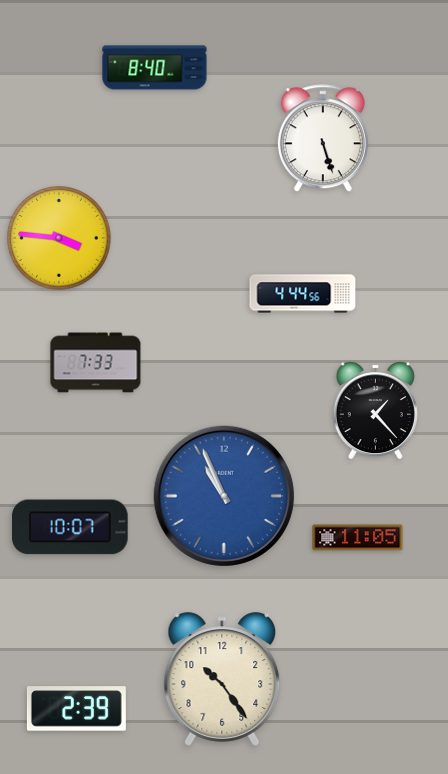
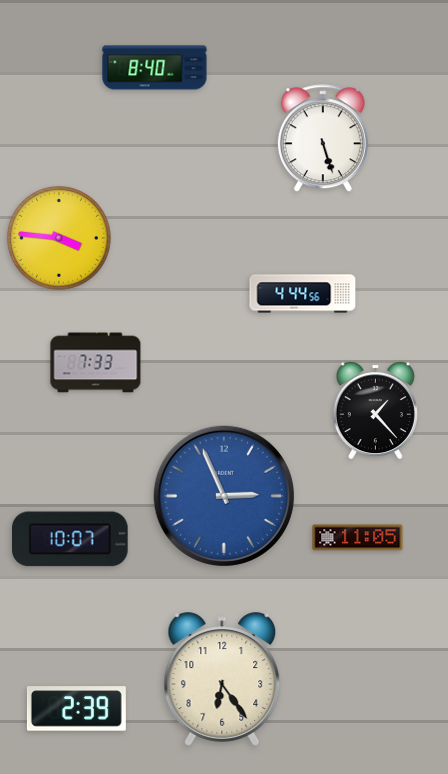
clock at (224, 496): 10:56 -> 2:56
clock at (71, 527) position: (71, 527) -> (71, 539)
clock at (222, 679): 10:24 -> 6:24
